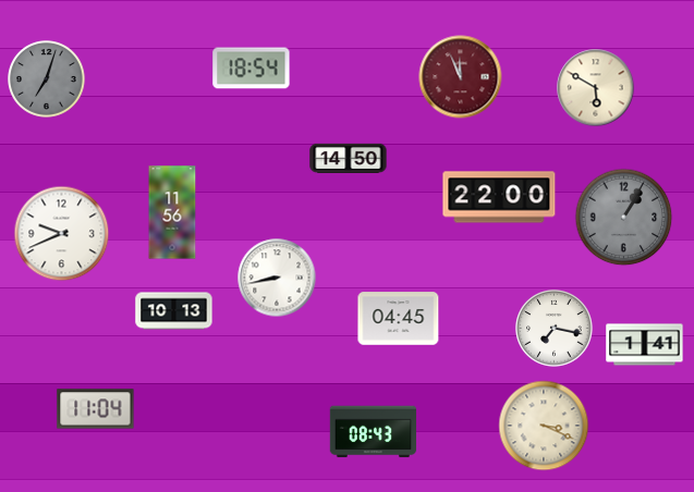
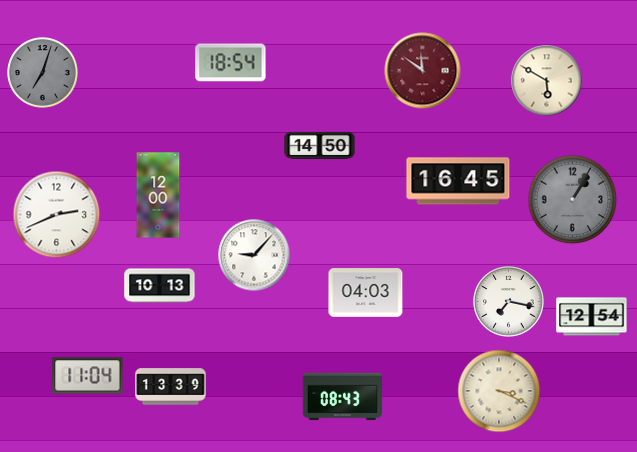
clock at (461, 77): 11:56 -> 11:51
clock at (499, 197): 22:00 -> 16:45
clock at (172, 212): 11:56 -> 12:00
clock at (62, 234): 9:41 -> 2:41
clock at (277, 278): 8:43 -> 9:07
clock at (399, 319): 04:45 -> 04:03
clock at (645, 345): 1:41 -> 12:54
clock at (171, 387): none -> 13:39
